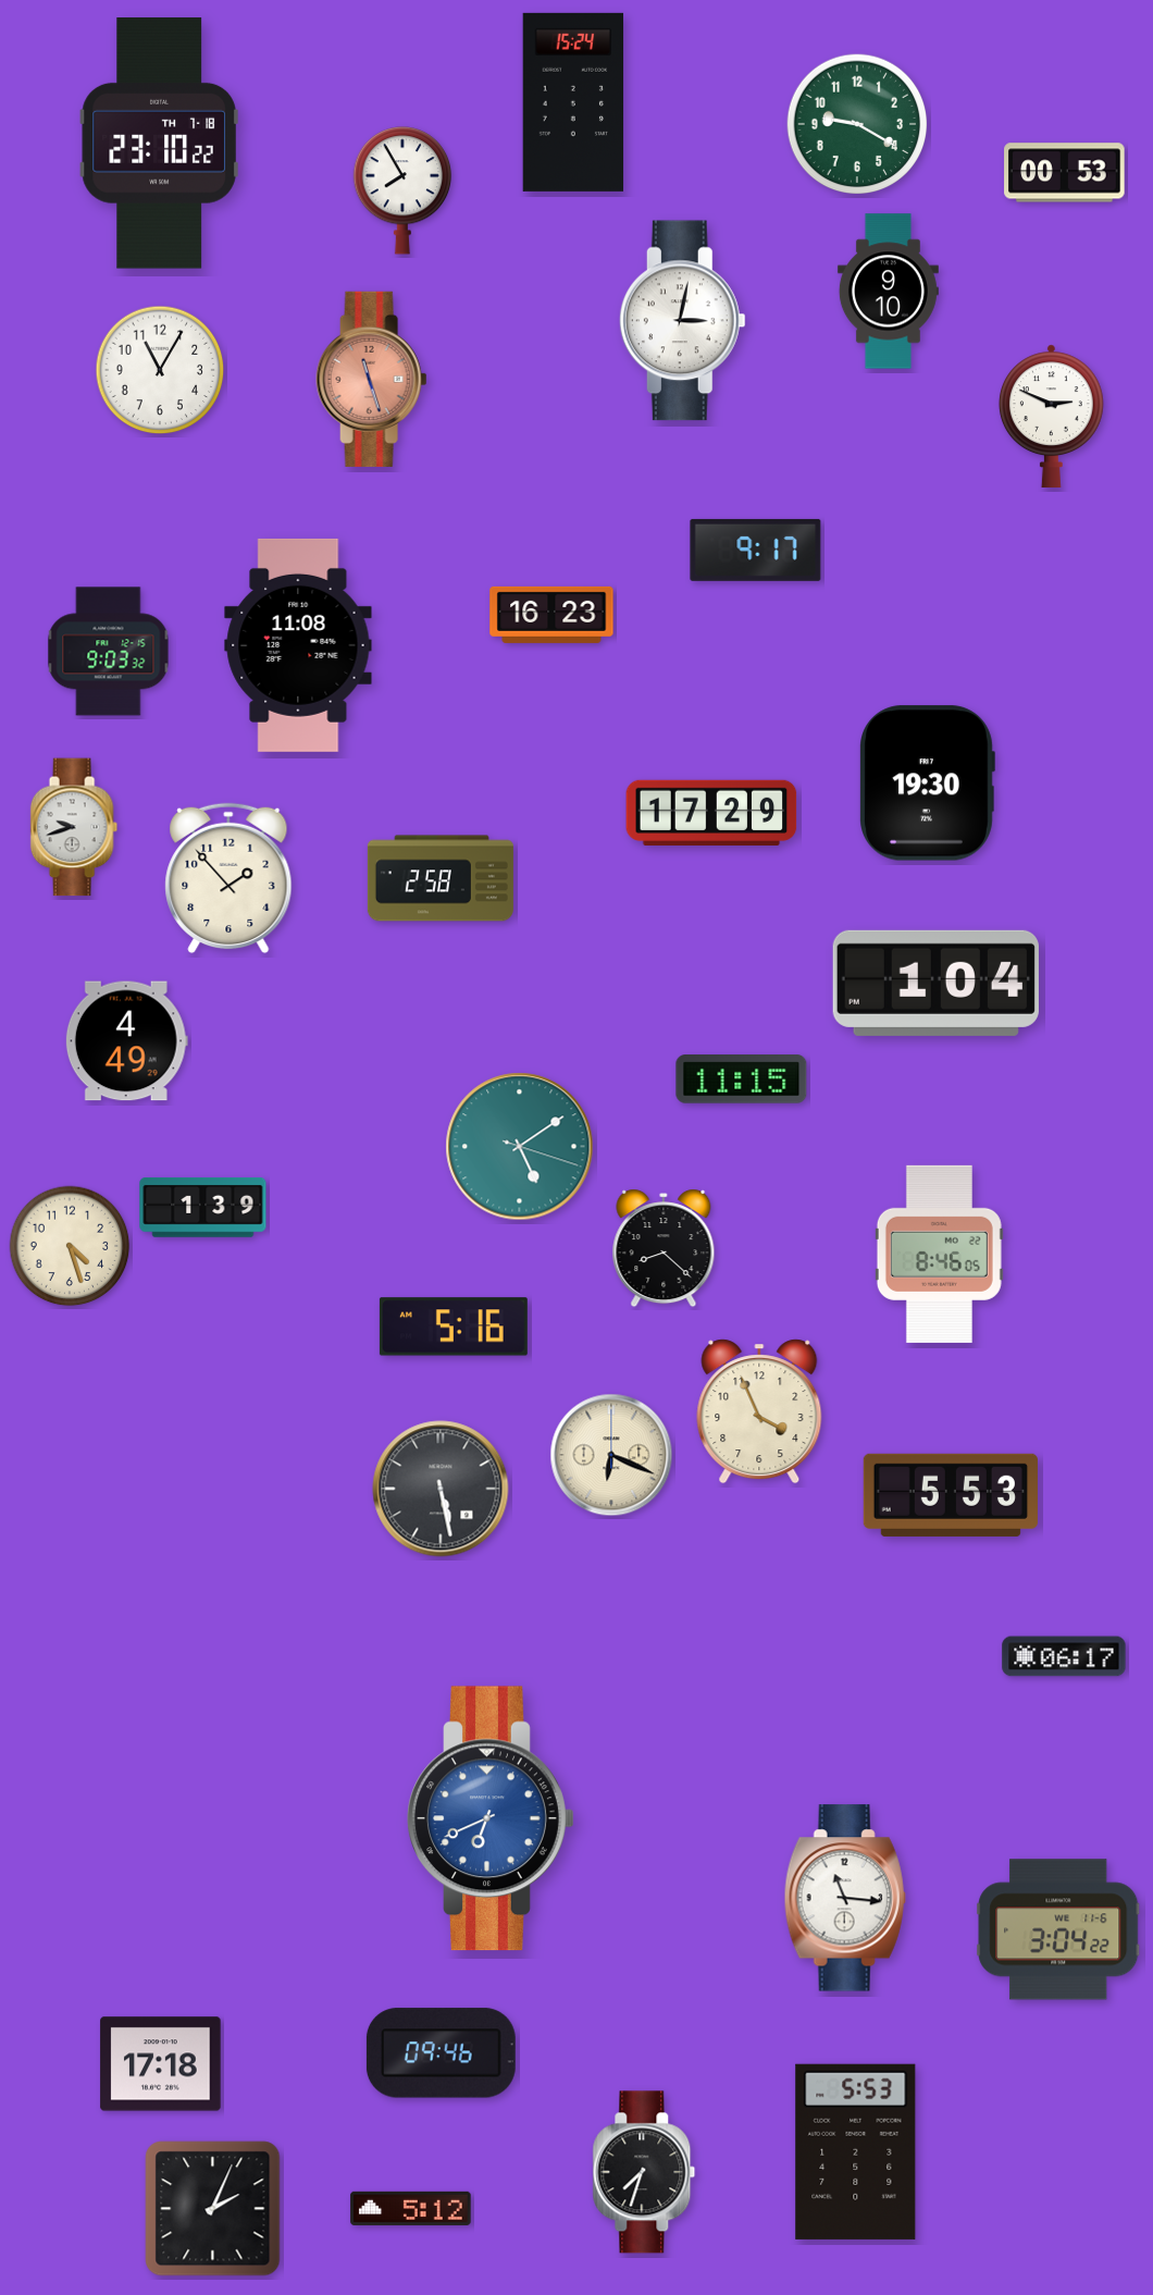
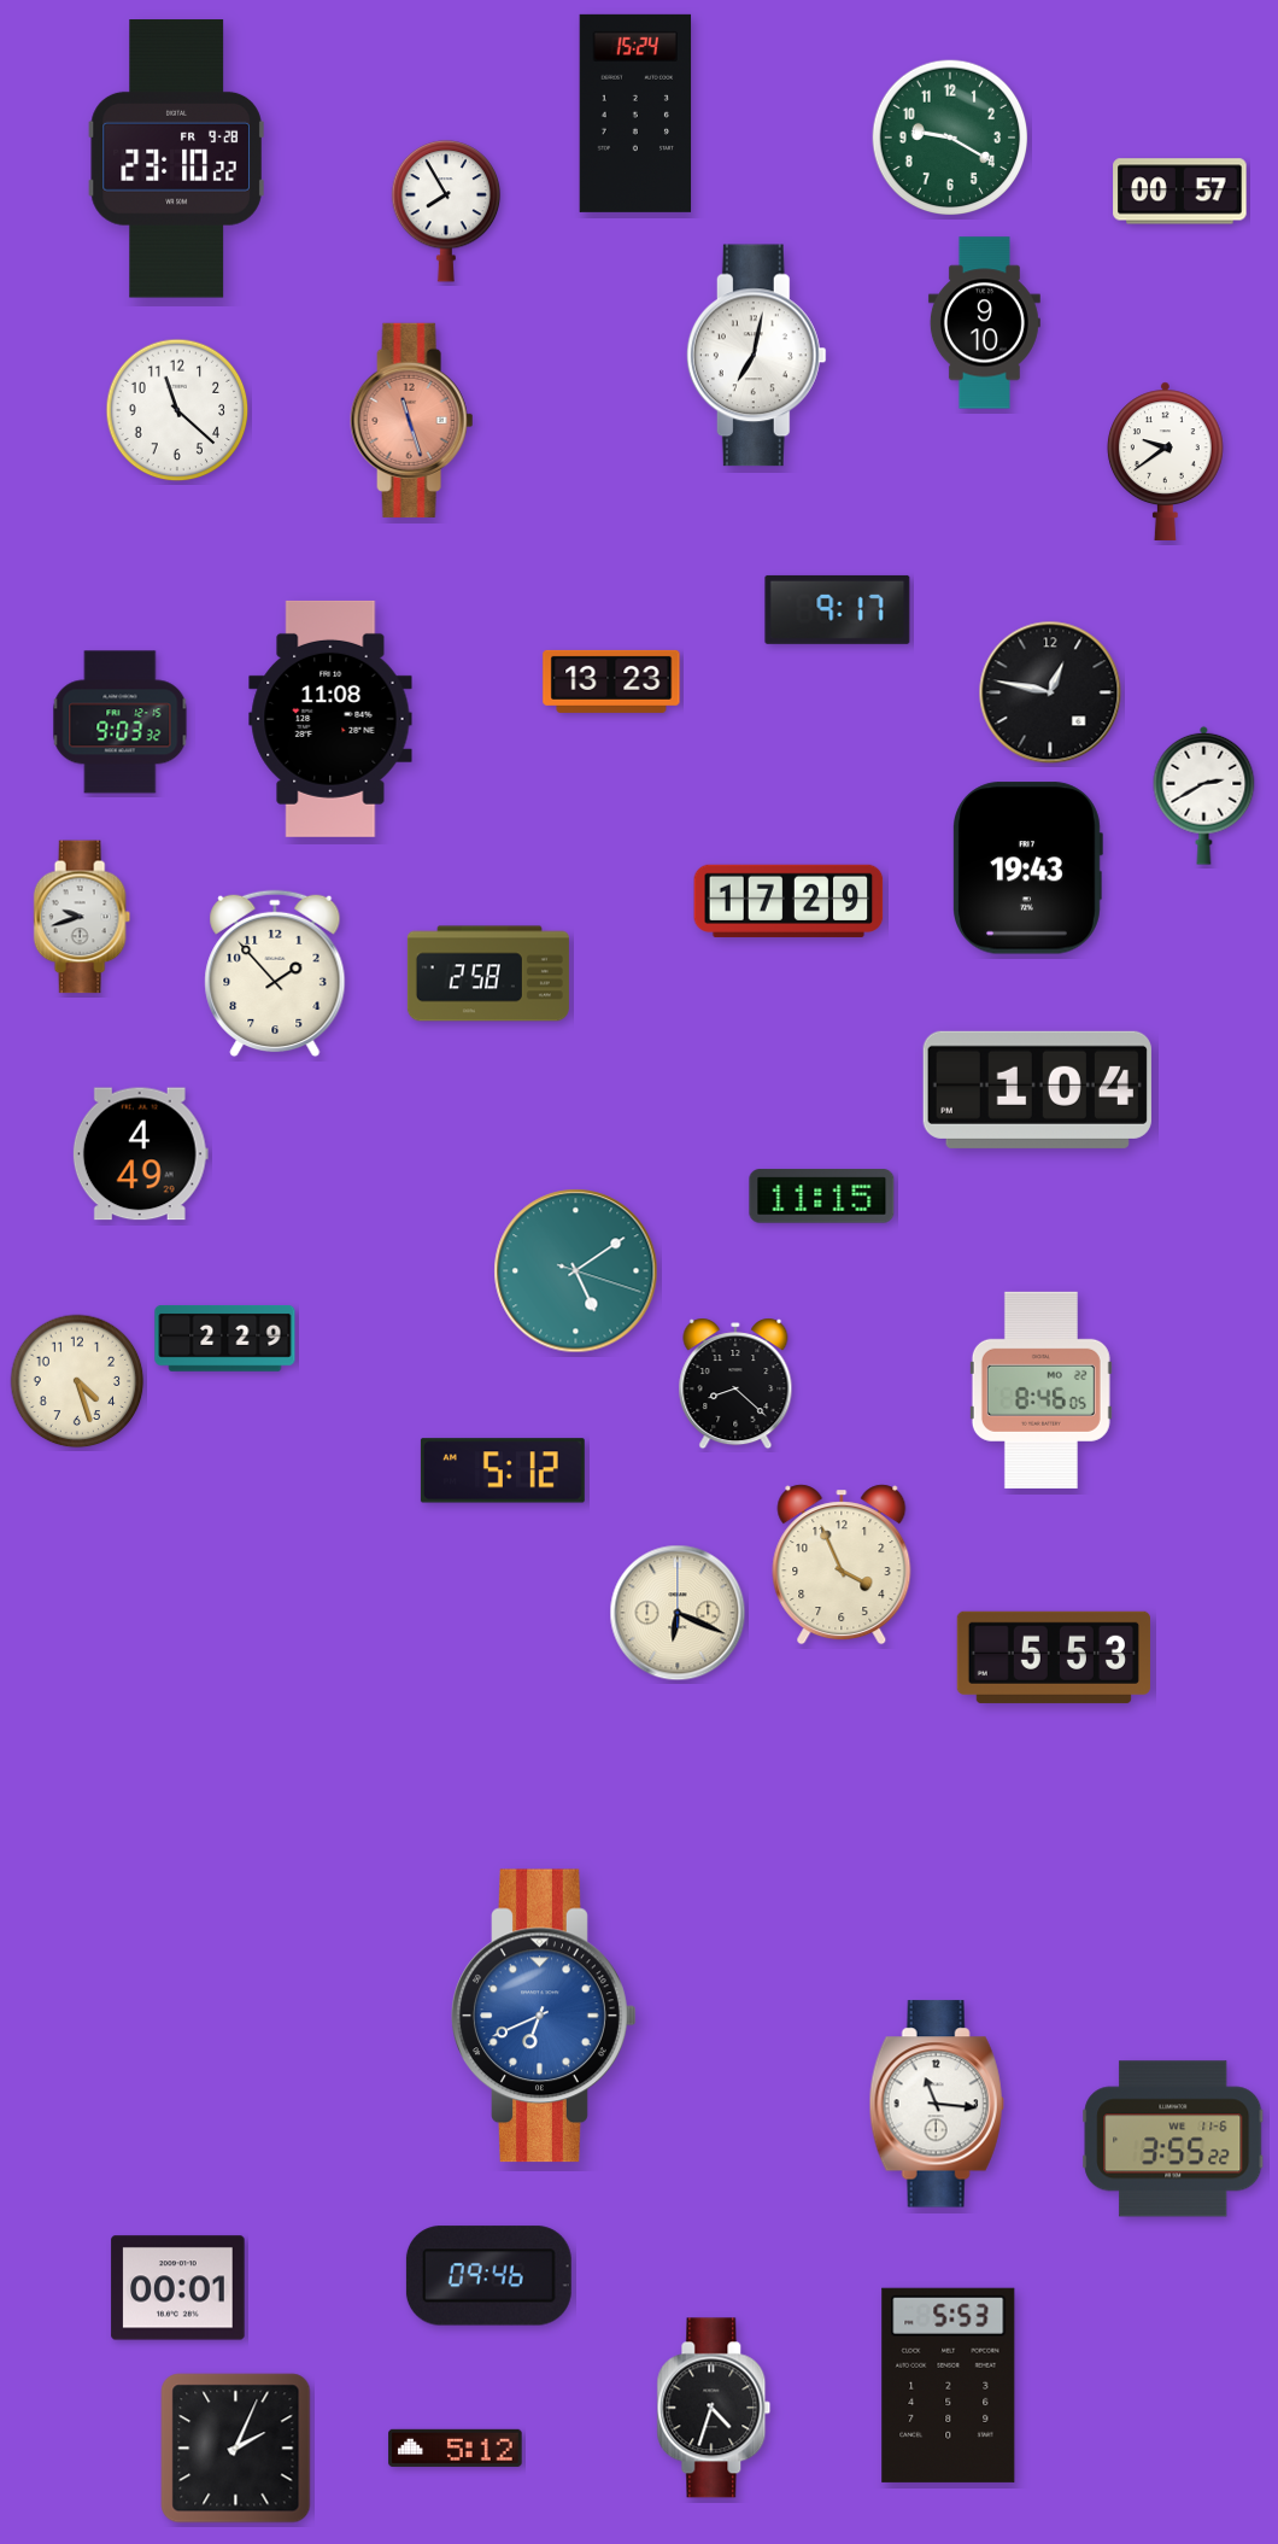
clock at (159, 144) date: TH 7-18 -> FR 9-28
clock at (1065, 173): 00:53 -> 00:57
clock at (682, 321): 3:02 -> 7:02
clock at (160, 370): 11:05 -> 11:22
clock at (1051, 416): 2:49 -> 9:39
clock at (551, 615): 16:23 -> 13:23
clock at (1050, 692): none -> 12:47
clock at (298, 645) position: (298, 645) -> (330, 719)
clock at (1204, 795): none -> 2:40
clock at (927, 783): 19:30 -> 19:43
clock at (228, 878) position: (228, 878) -> (275, 973)
clock at (203, 1208): 1:39 -> 2:29
clock at (454, 1327): 5:16 -> 5:12
clock at (441, 1489): 5:28 -> none
clock at (1064, 1656): 06:17 -> none
clock at (1058, 1929): 3:04 -> 3:55
clock at (161, 2064): 17:18 -> 00:01
clock at (644, 2172): 7:33 -> 4:33
